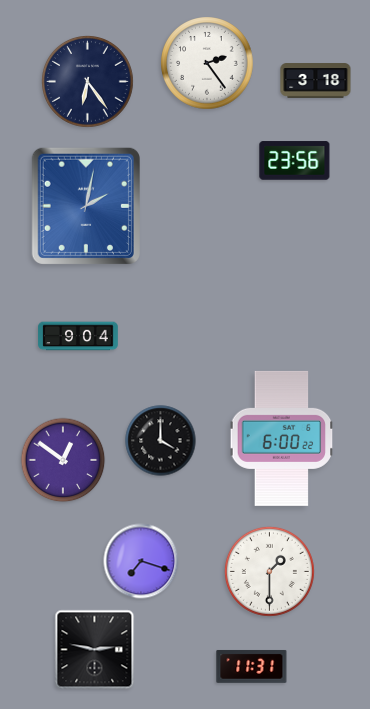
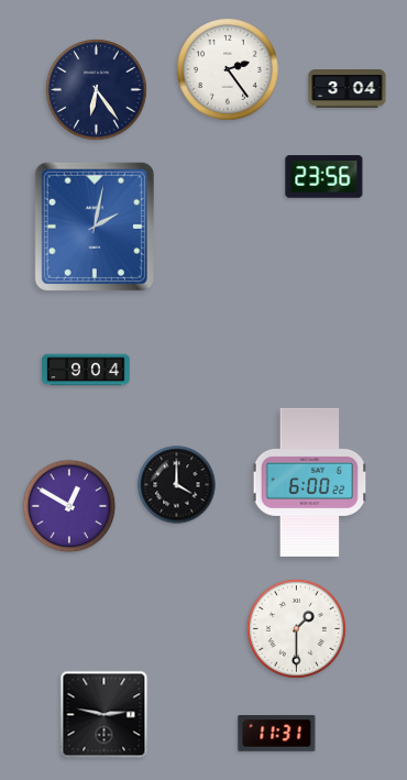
clock at (316, 81): 3:18 -> 3:04
clock at (63, 460): 12:51 -> 12:50
clock at (141, 561): 7:18 -> none
